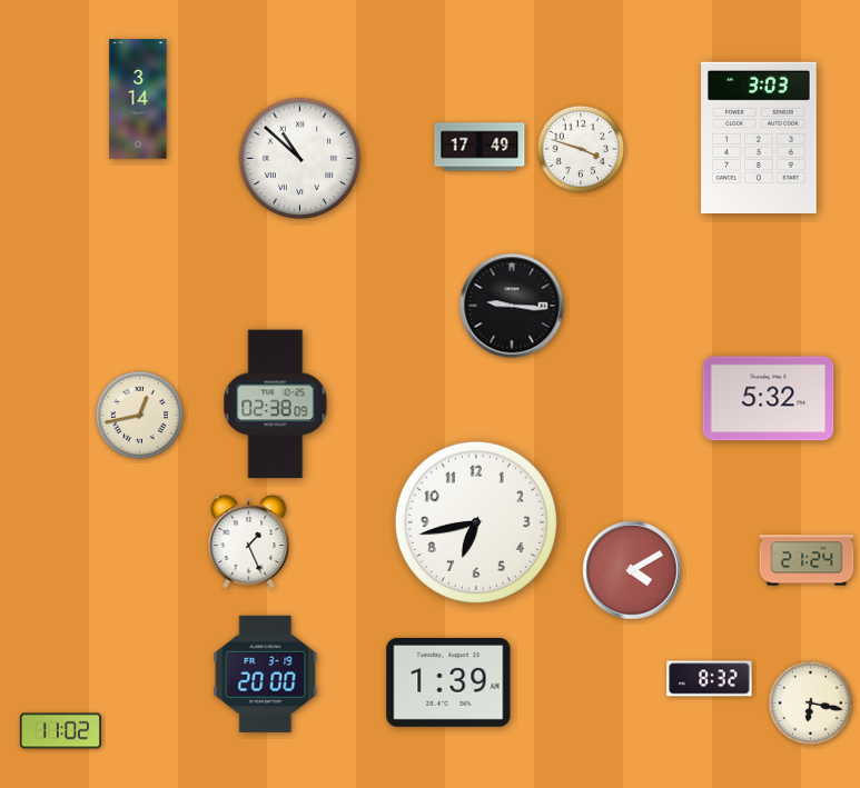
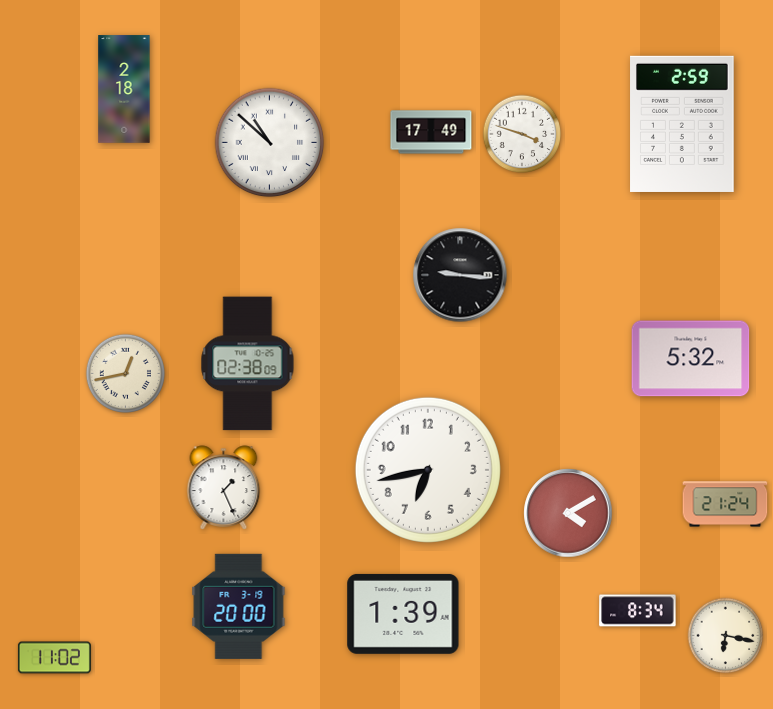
clock at (138, 99): 3:14 -> 2:18
clock at (759, 138): 3:03 -> 2:59
clock at (710, 679): 8:32 -> 8:34
clock at (811, 704) position: (811, 704) -> (726, 636)
